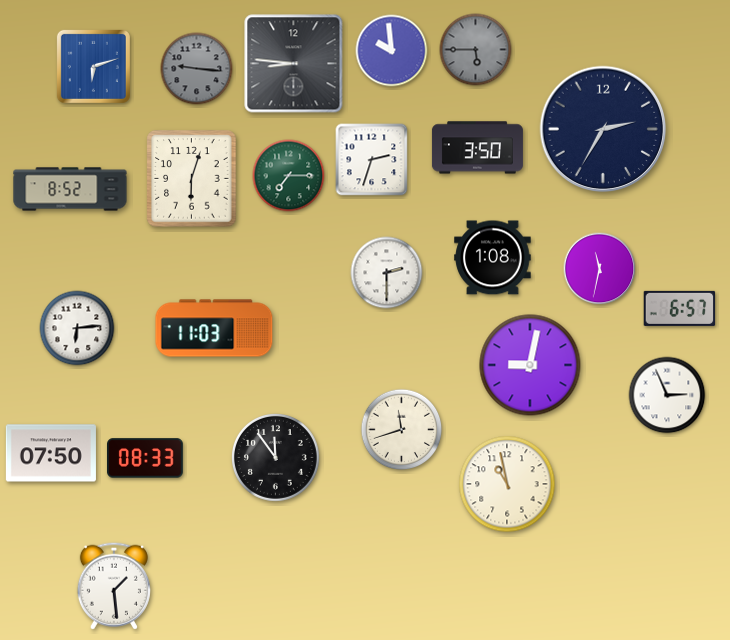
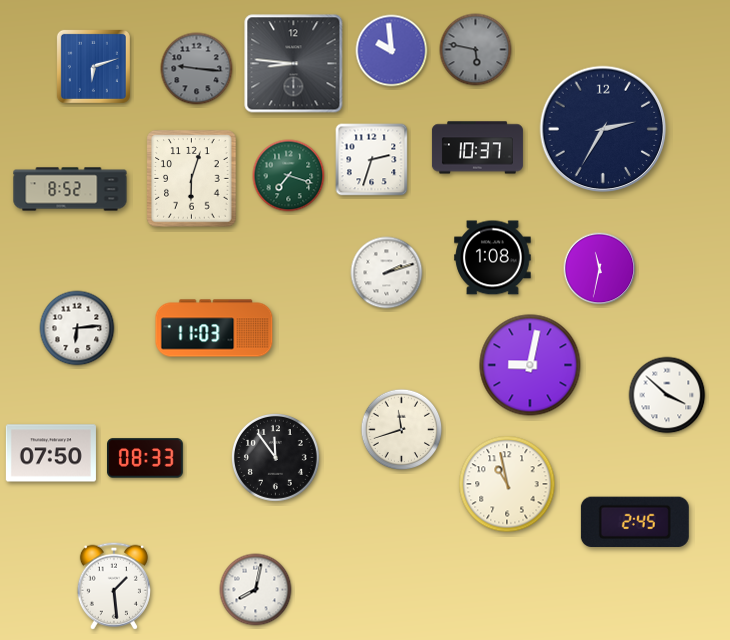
clock at (476, 50): 5:45 -> 5:47
clock at (477, 148): 3:50 -> 10:37
clock at (289, 176): 7:15 -> 7:18
clock at (387, 273): 2:30 -> 2:12
clock at (680, 308): 6:57 -> none
clock at (667, 395): 2:56 -> 3:52
clock at (635, 521): none -> 2:45
clock at (256, 590): none -> 8:02
